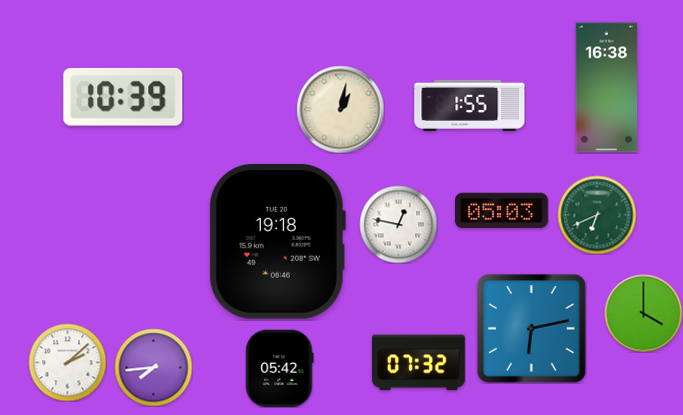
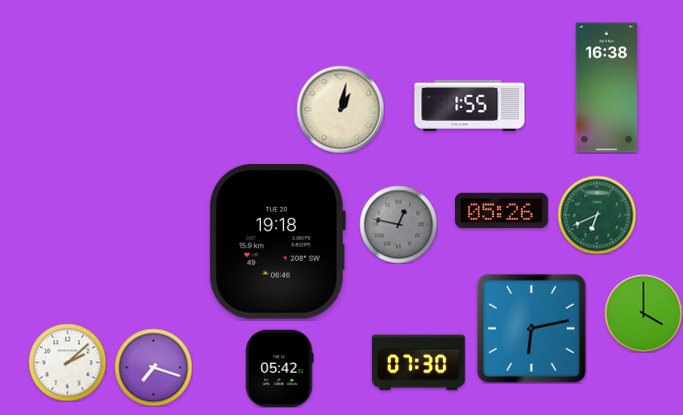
clock at (123, 97): 10:39 -> none
clock at (502, 211): 05:03 -> 05:26
clock at (398, 224) dial: white -> grey
clock at (418, 363): 07:32 -> 07:30
clock at (153, 367): 7:44 -> 7:18
